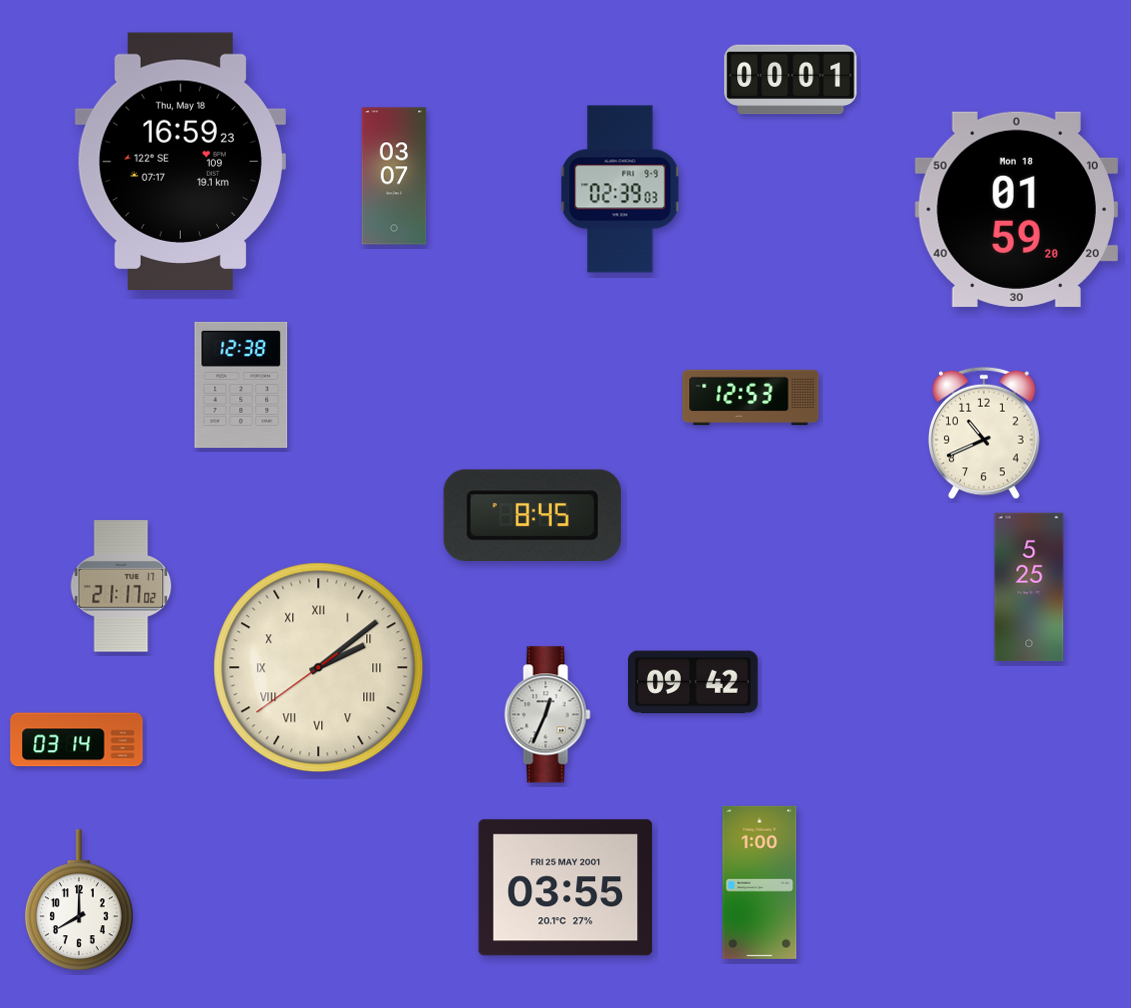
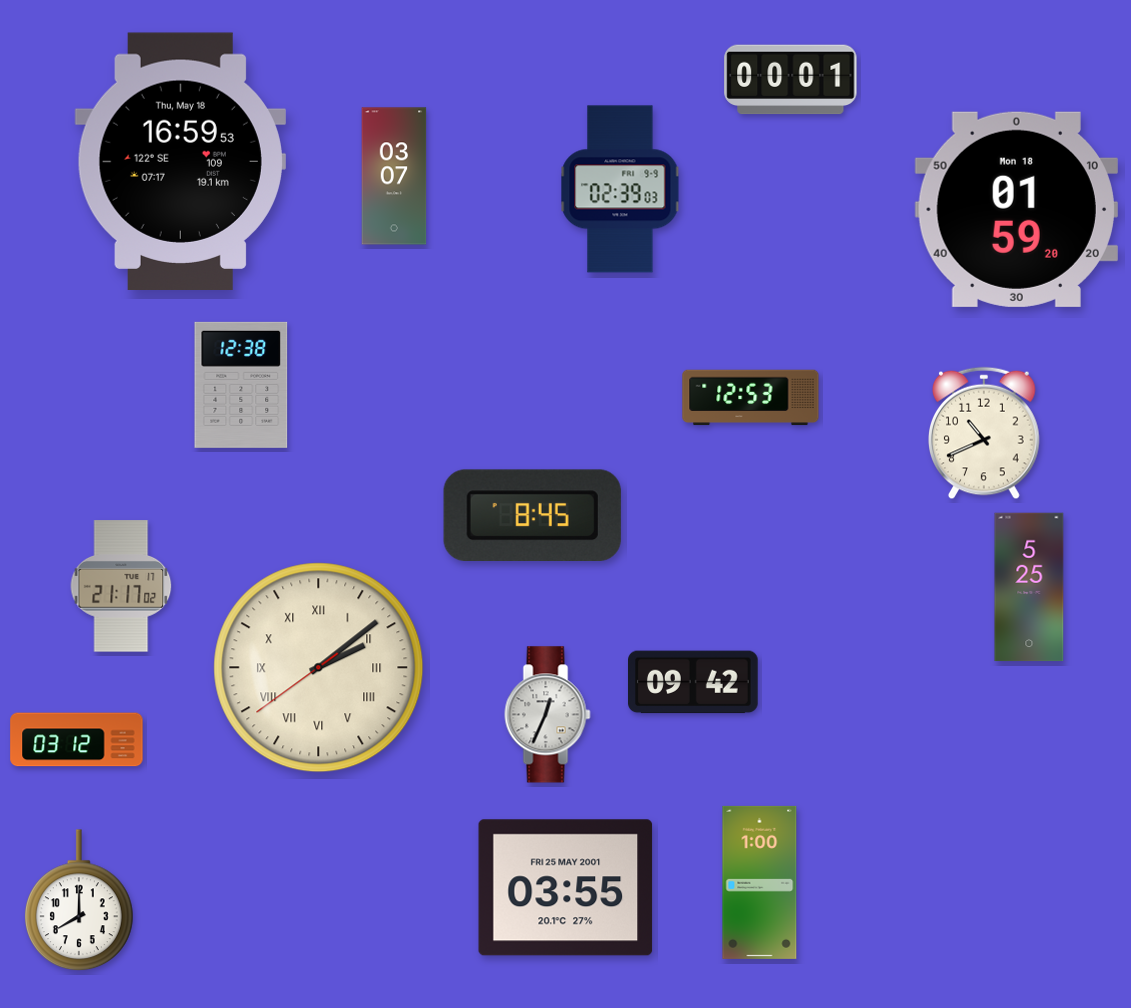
clock at (180, 161): 16:59:23 -> 16:59:53
clock at (77, 740): 03:14 -> 03:12
